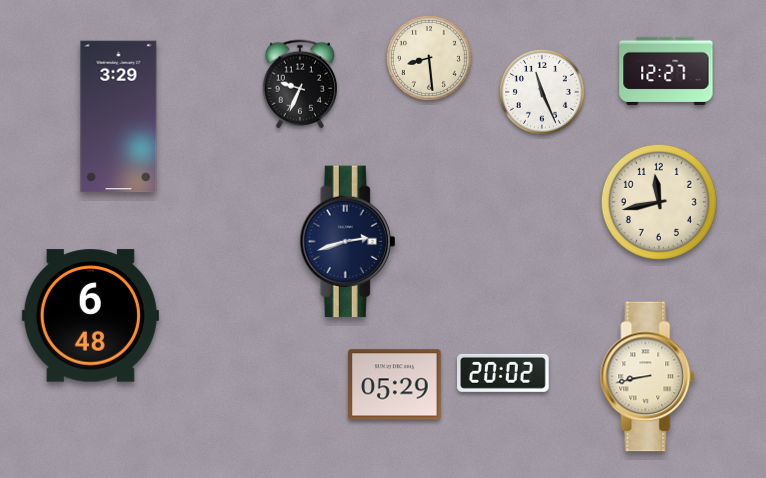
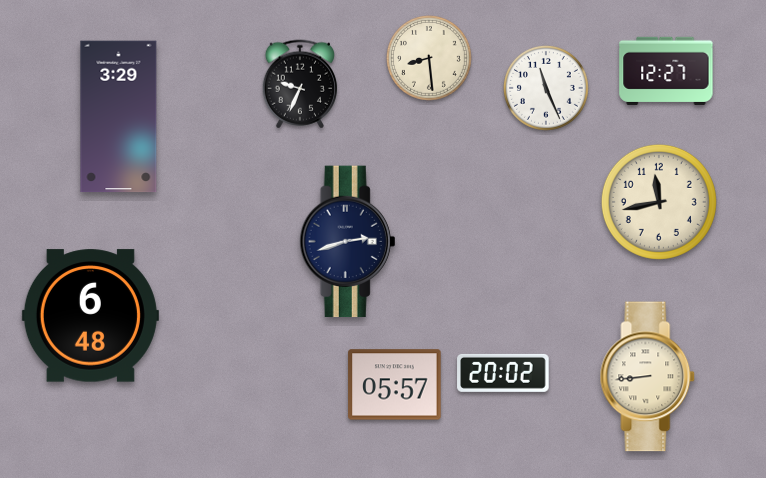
clock at (543, 93) position: (543, 93) -> (547, 89)
clock at (648, 377): 8:43 -> 8:44
clock at (395, 385): 05:29 -> 05:57
